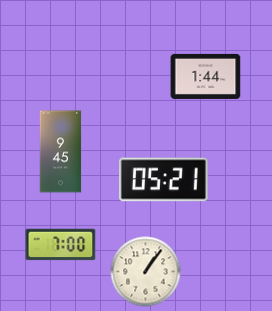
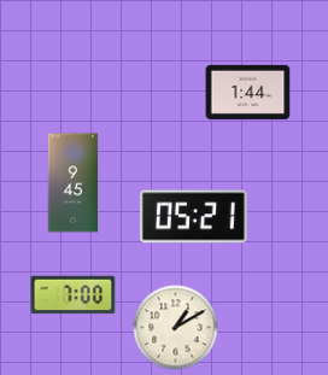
clock at (163, 180) position: (163, 180) -> (193, 217)
clock at (146, 272): 1:06 -> 1:10
